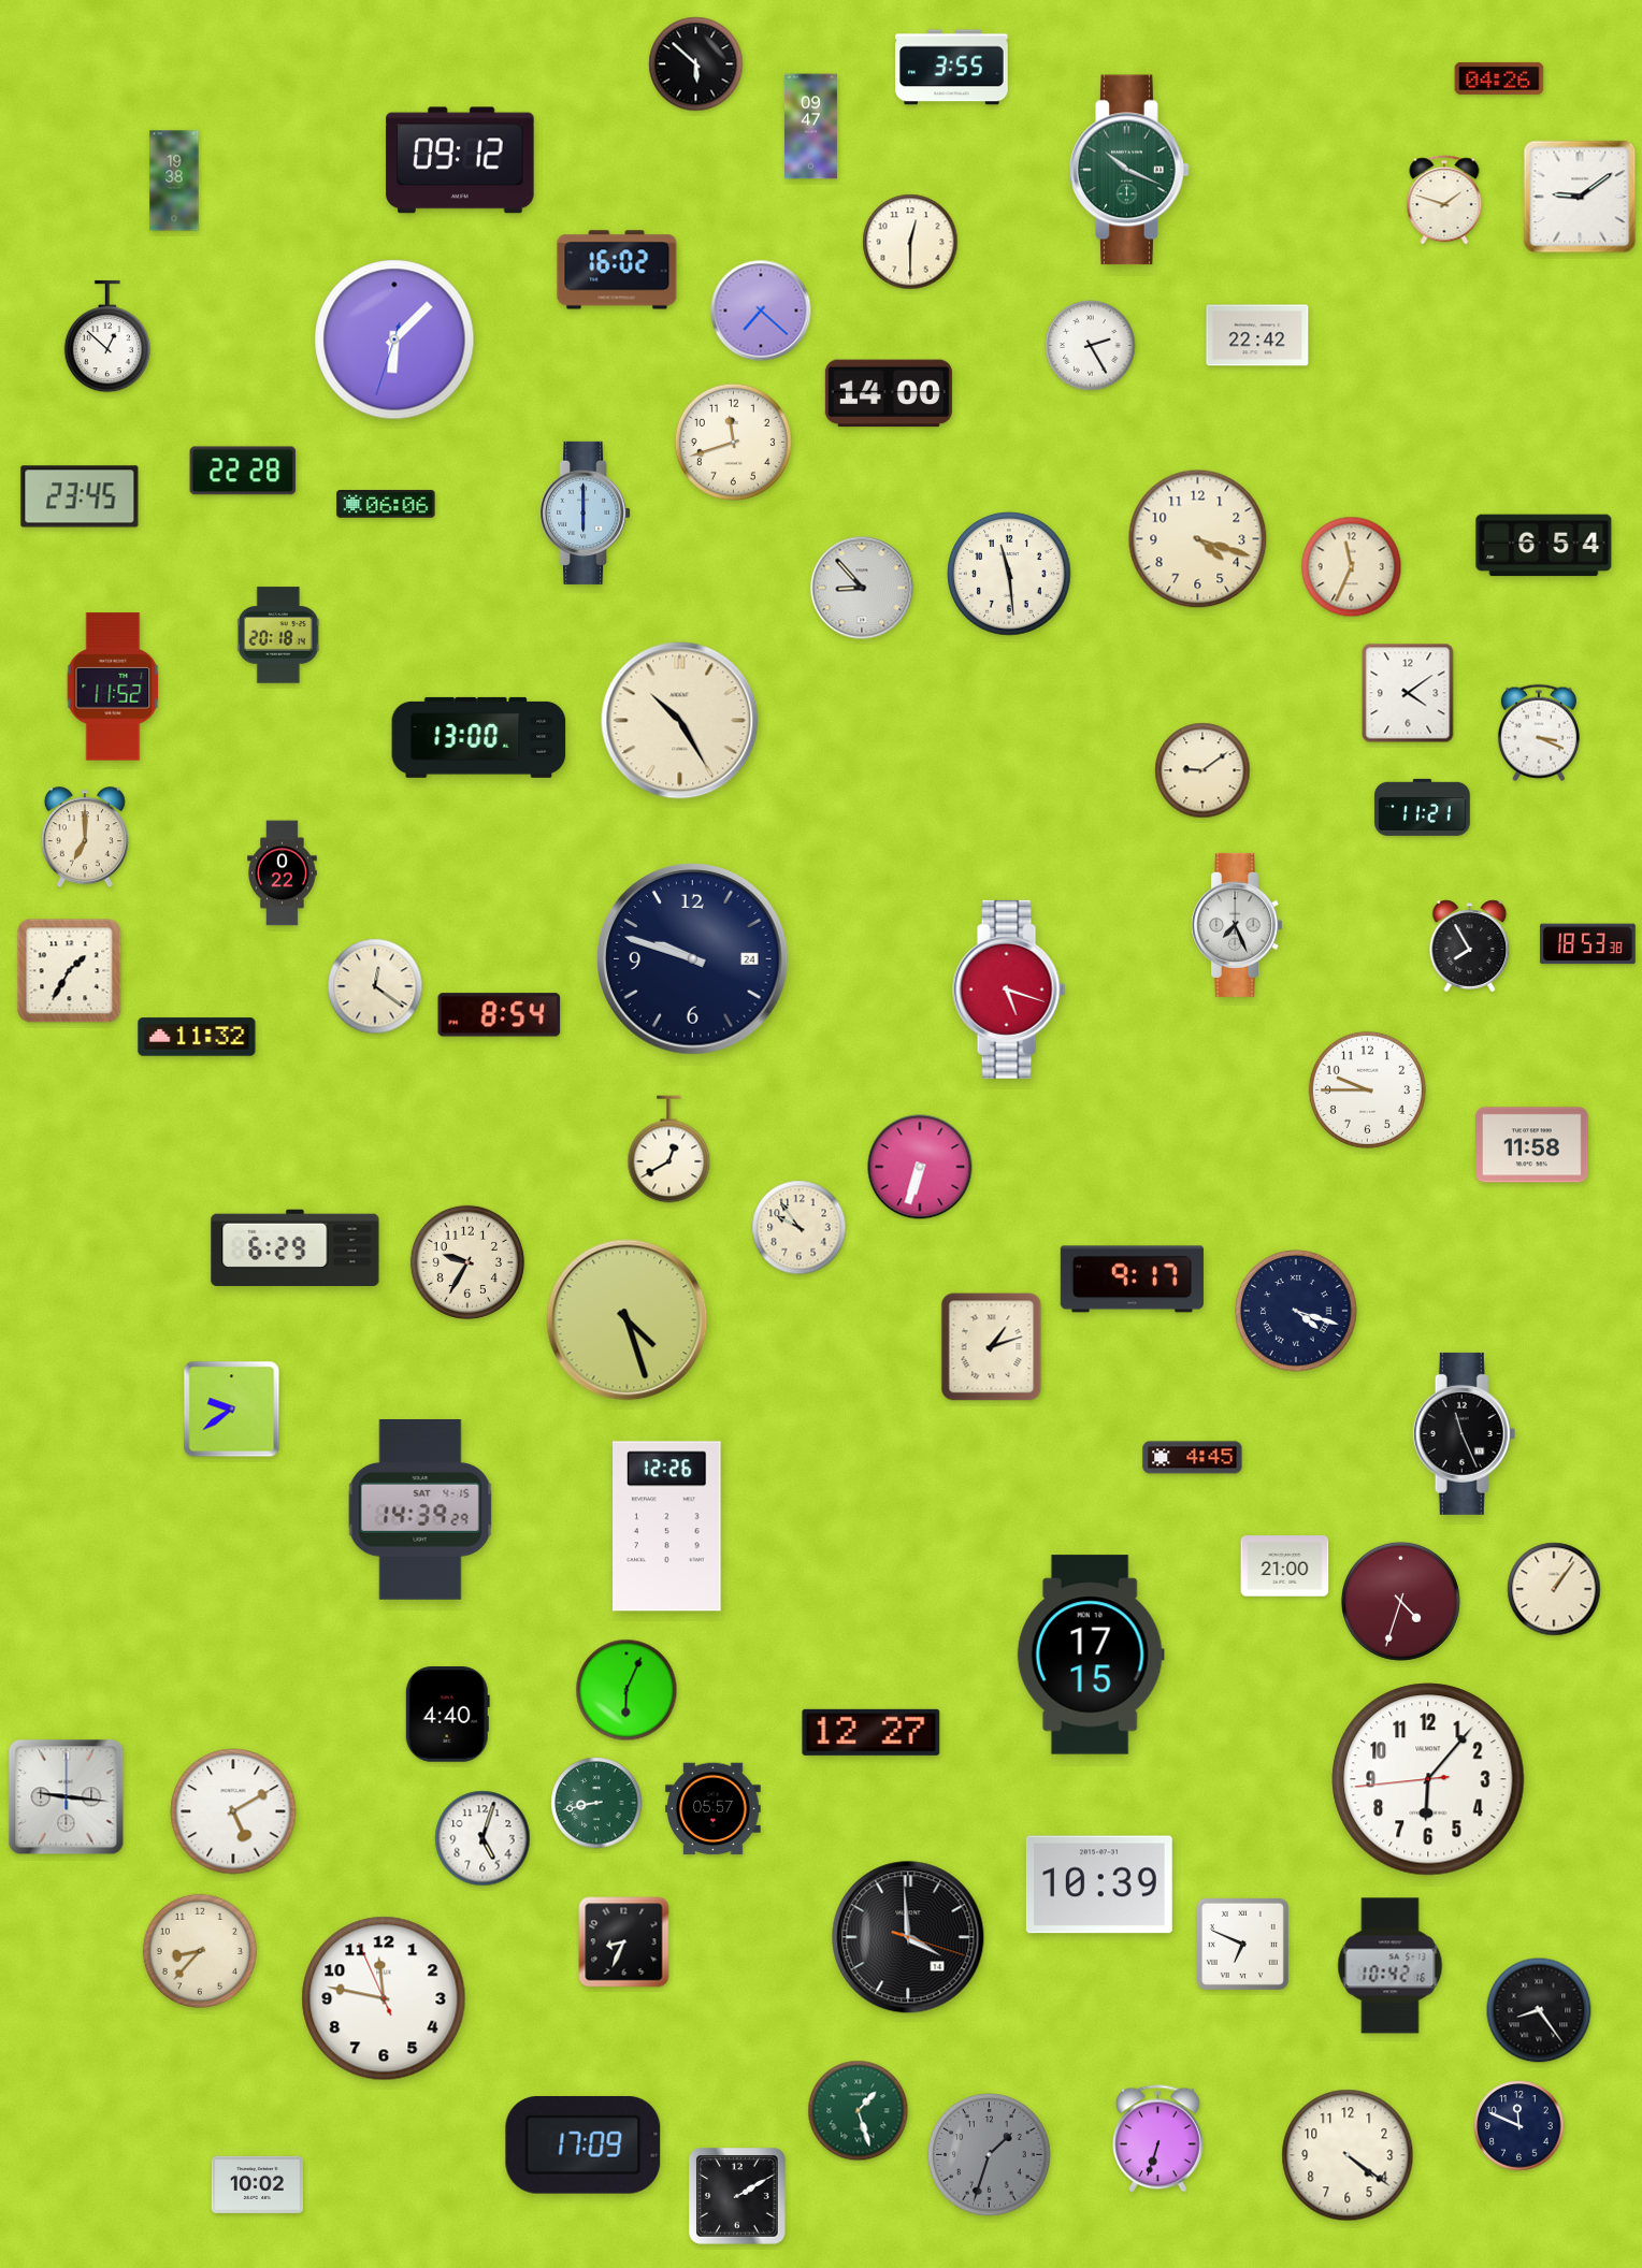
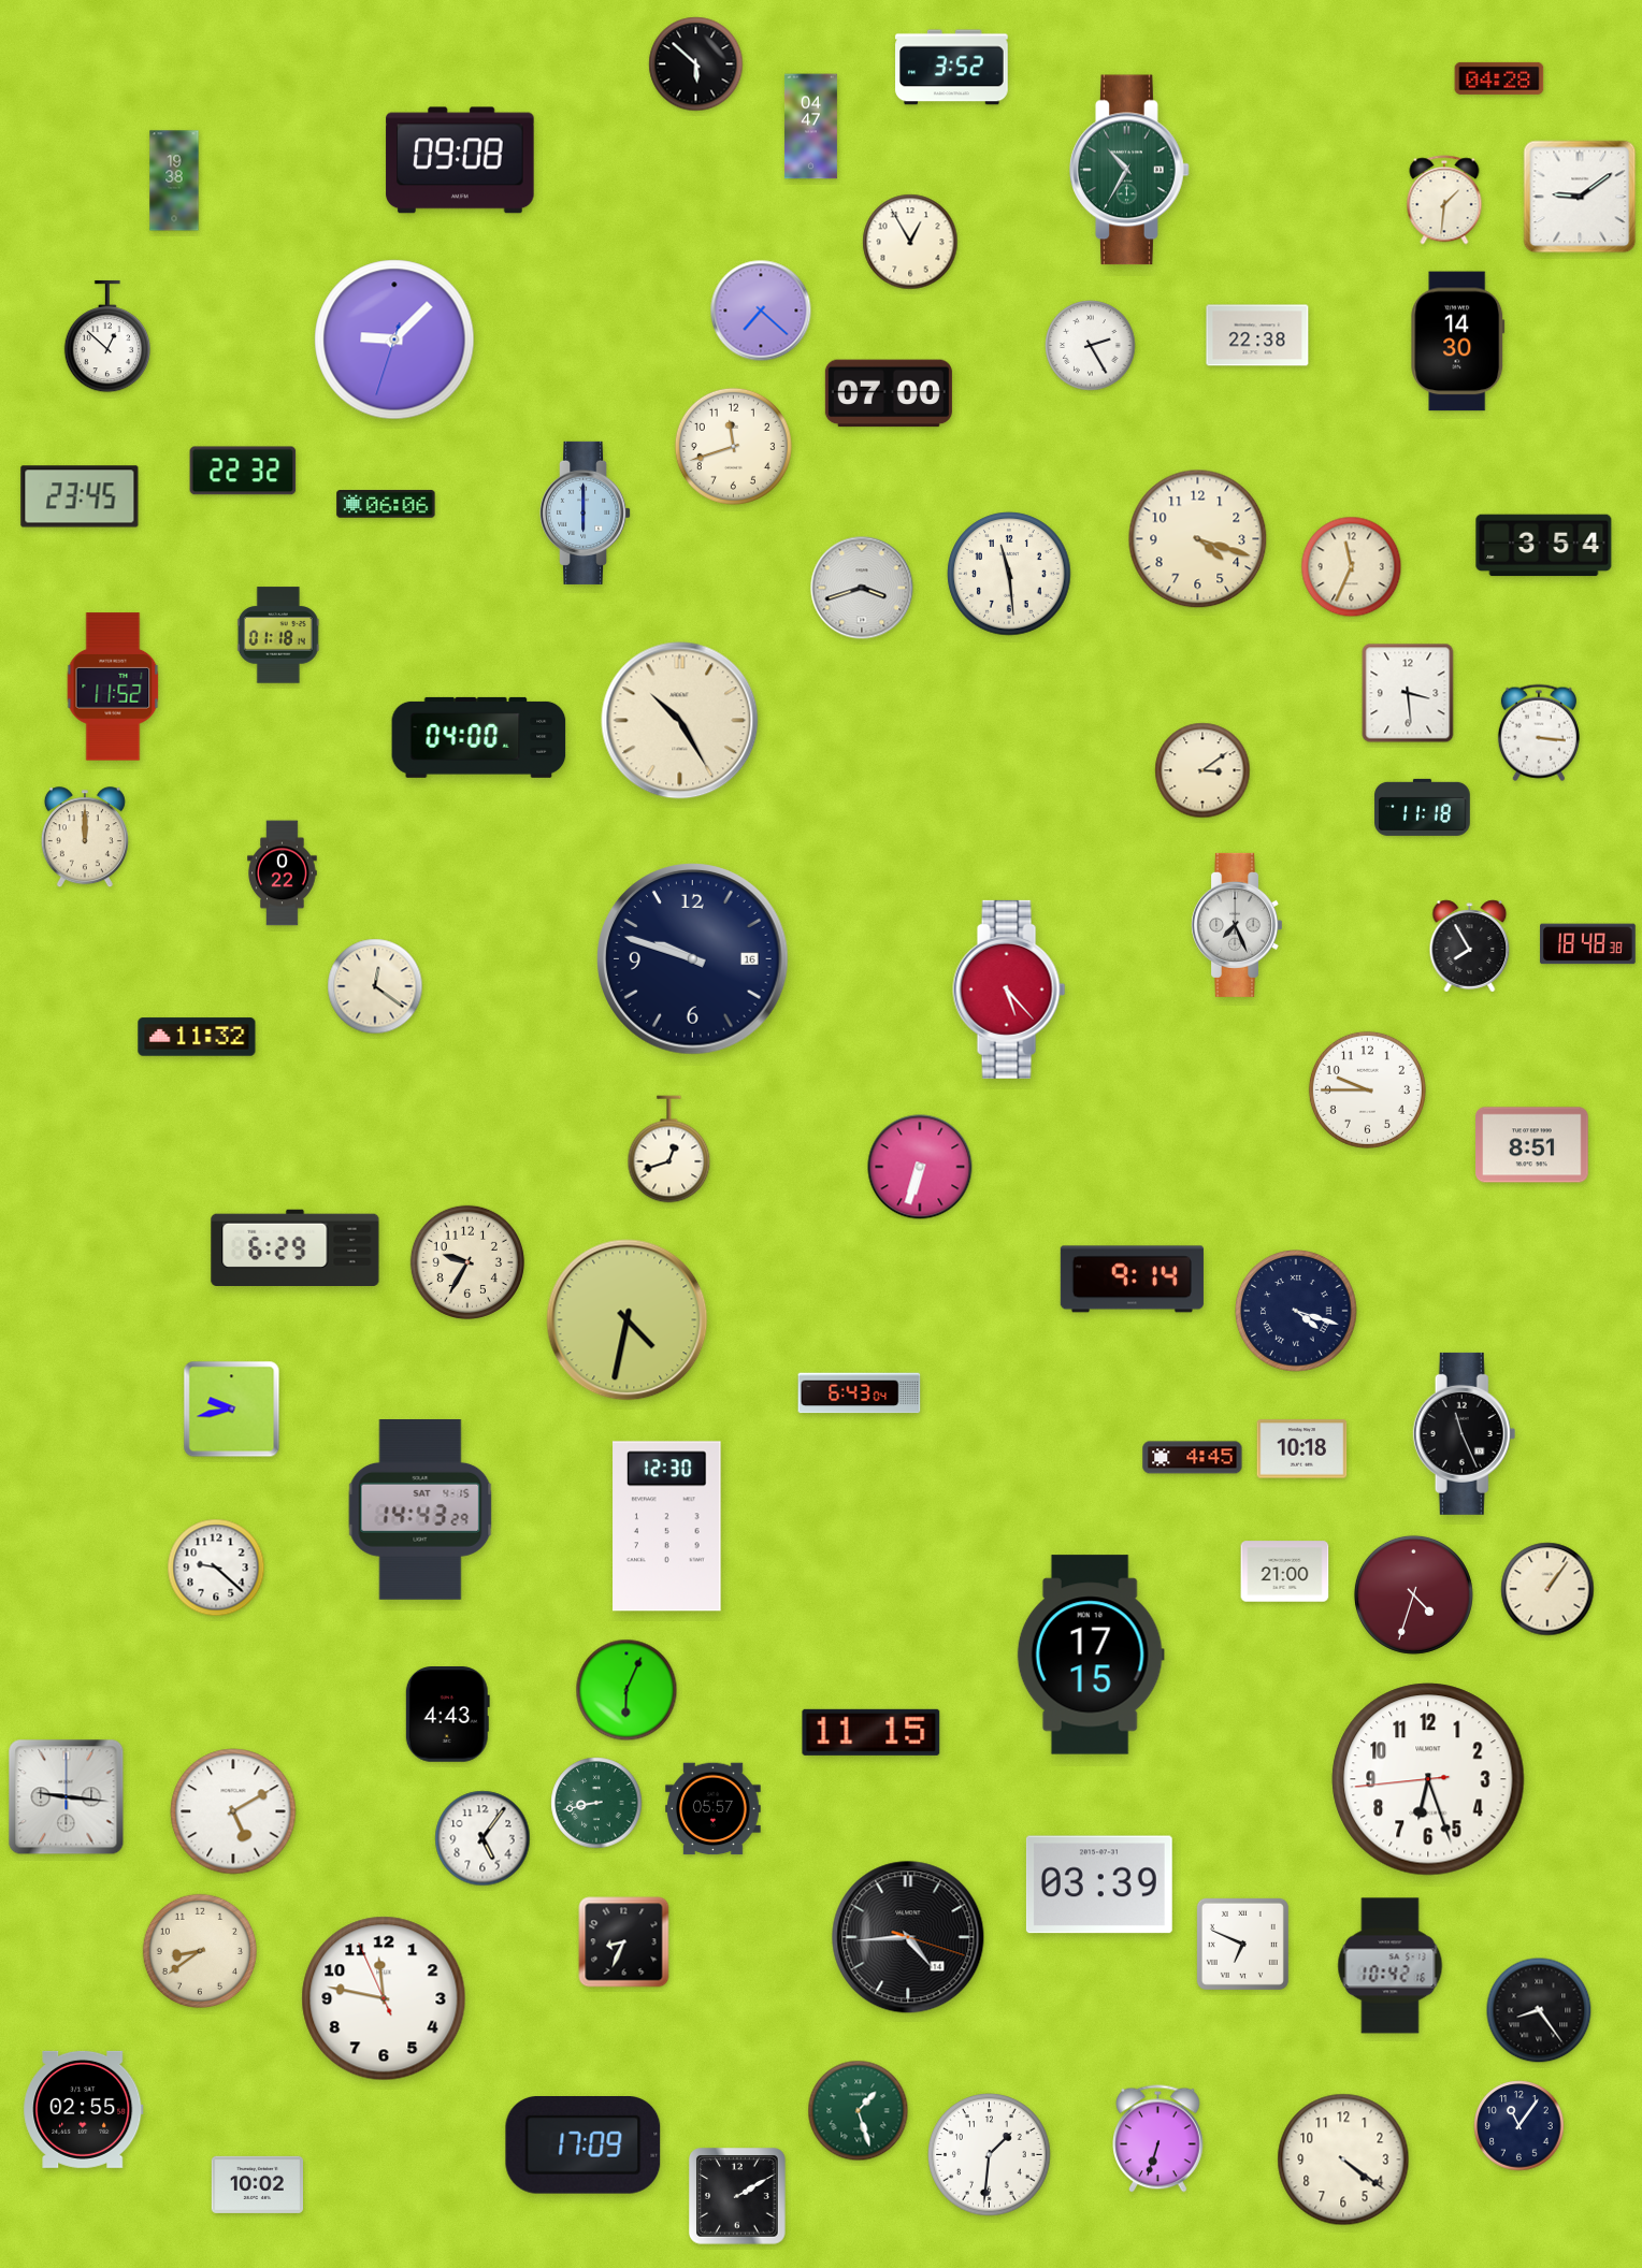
clock at (952, 68): 3:55 -> 3:52
clock at (1499, 78): 04:26 -> 04:28
clock at (810, 127): 09:47 -> 04:47
clock at (460, 160): 09:12 -> 09:08
clock at (1129, 170): 10:19 -> 10:35
clock at (1444, 200): 1:48 -> 1:31
clock at (910, 242): 12:30 -> 12:55
clock at (617, 270): 16:02 -> none
clock at (1257, 335): 22:42 -> 22:38
clock at (394, 340): 6:07 -> 9:07
clock at (1458, 342): none -> 14:30
clock at (889, 393): 14:00 -> 07:00
clock at (733, 442) position: (733, 442) -> (733, 446)
clock at (243, 471): 22:28 -> 22:32
clock at (1544, 546): 6:54 -> 3:54
clock at (862, 588): 8:53 -> 3:42
clock at (278, 635): 20:18 -> 01:18
clock at (1408, 693): 4:09 -> 3:29
clock at (1539, 733): 3:19 -> 3:16
clock at (479, 737): 13:00 -> 04:00
clock at (1202, 770): 9:09 -> 3:09
clock at (1423, 807): 11:21 -> 11:18
clock at (85, 838): 7:00 -> 12:00
clock at (1588, 944): 18:53 -> 18:48
clock at (693, 959) date: 24 -> 16
clock at (70, 971): 1:35 -> none
clock at (1009, 989): 5:18 -> 5:23
clock at (500, 1015): 8:54 -> none
clock at (1532, 1145): 11:58 -> 8:51
clock at (669, 1150): 12:40 -> 12:42
clock at (800, 1228): 9:54 -> none
clock at (1132, 1280): 9:17 -> 9:14
clock at (628, 1320): 4:27 -> 4:32
clock at (992, 1347): 1:12 -> none
clock at (860, 1393): none -> 6:43
clock at (232, 1410): 9:39 -> 9:43
clock at (1302, 1449): none -> 10:18
clock at (420, 1511): 14:39 -> 14:43
clock at (667, 1527): 12:26 -> 12:30
clock at (1285, 1566) position: (1285, 1566) -> (1285, 1572)
clock at (216, 1568): none -> 9:22
clock at (1554, 1589) position: (1554, 1589) -> (1547, 1589)
clock at (1400, 1601) position: (1400, 1601) -> (1413, 1594)
clock at (447, 1715): 4:40 -> 4:43
clock at (872, 1732): 12:27 -> 11:15
clock at (1428, 1779): 6:06 -> 6:26
clock at (482, 1838): 5:03 -> 5:06
clock at (1099, 1884): 10:39 -> 03:39
clock at (908, 1937): 3:59 -> 4:44
clock at (200, 1951): 8:37 -> 8:39
clock at (84, 2109): none -> 02:55
clock at (1519, 2126): 11:49 -> 11:06
clock at (990, 2155): 1:33 -> 1:31
clock at (990, 2155) dial: grey -> white
clock at (1348, 2155) position: (1348, 2155) -> (1343, 2159)
